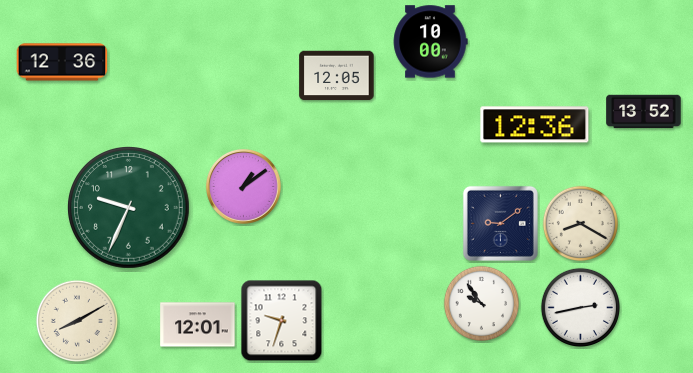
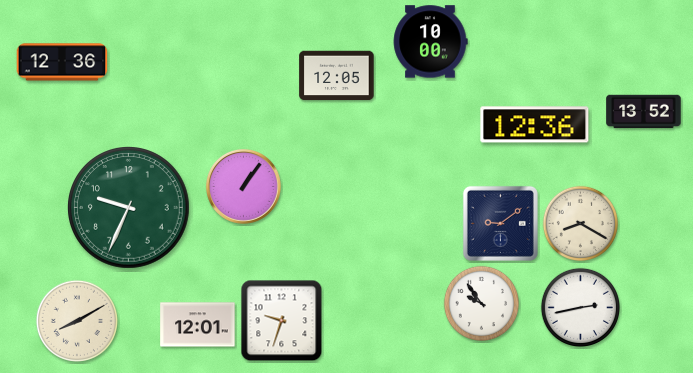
clock at (243, 186): 1:09 -> 1:06
